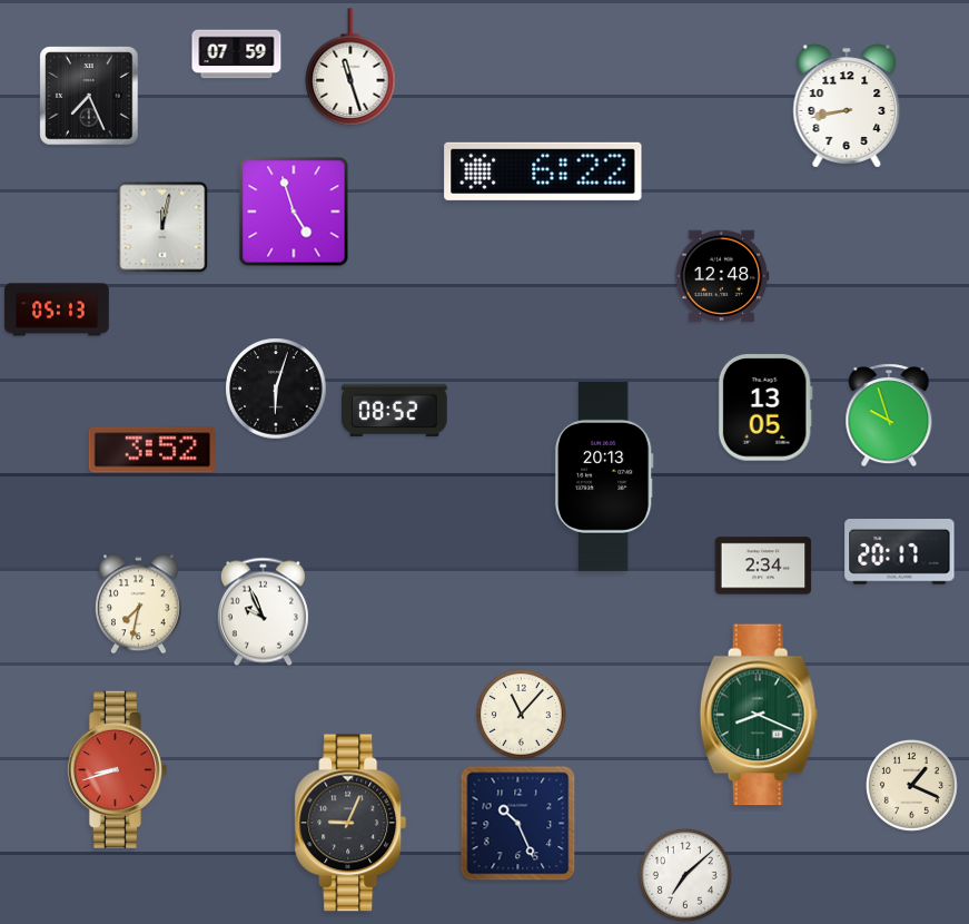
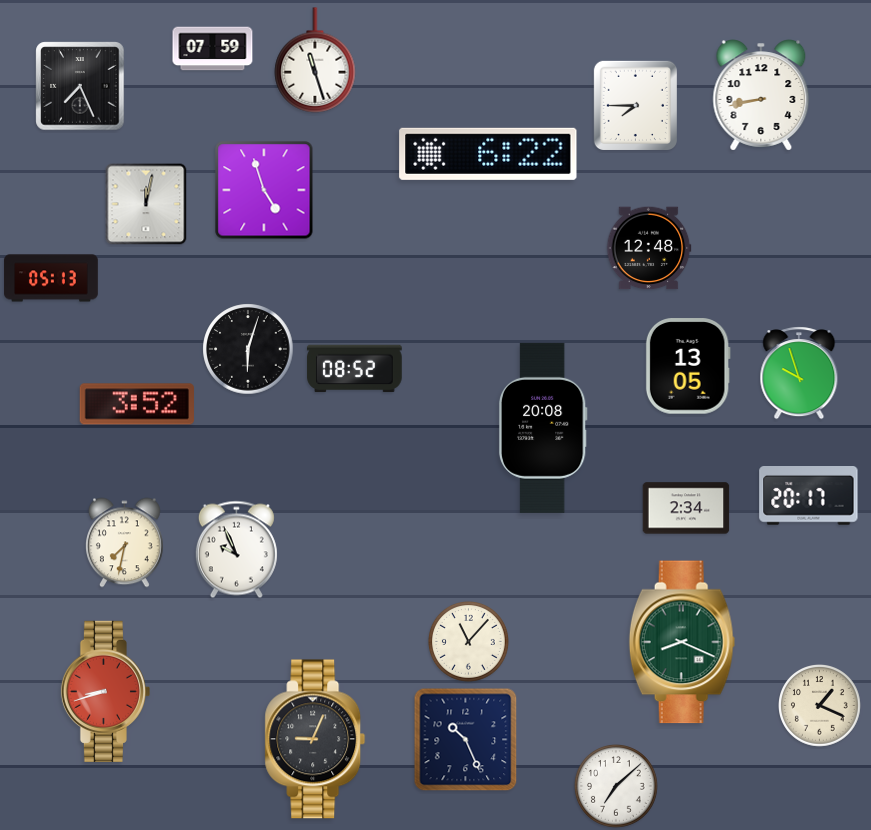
clock at (635, 105): none -> 7:45
clock at (604, 476): 20:13 -> 20:08
